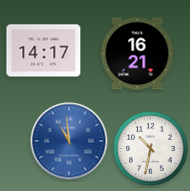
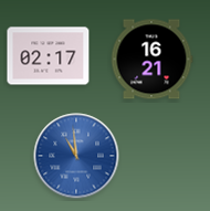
clock at (44, 51): 14:17 -> 02:17
clock at (151, 149): 10:32 -> none
